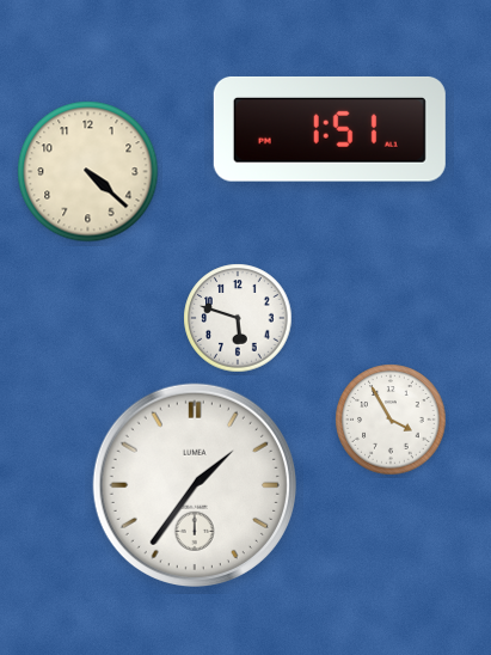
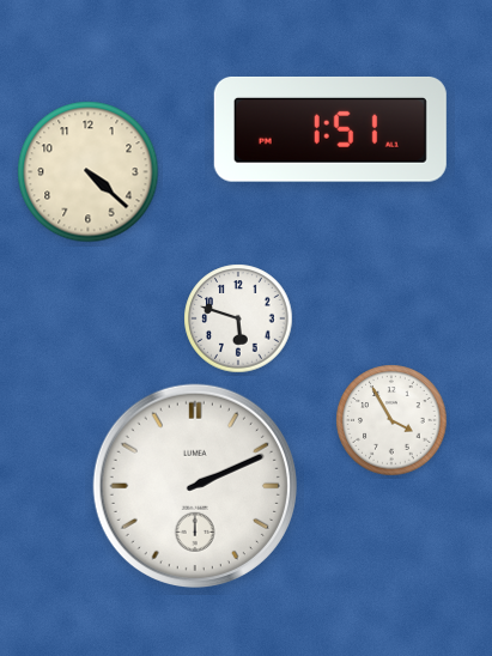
clock at (195, 485): 1:36 -> 2:11
